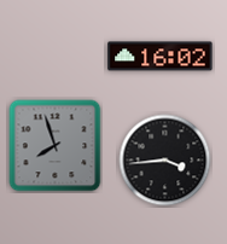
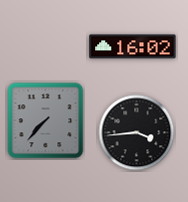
clock at (56, 146): 7:57 -> 7:37
